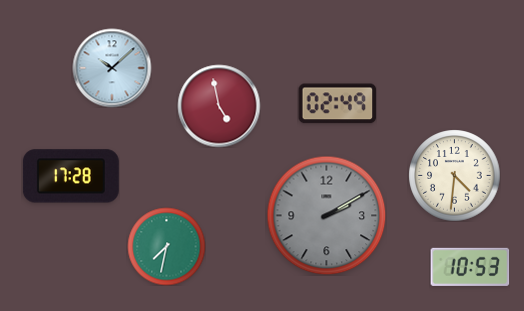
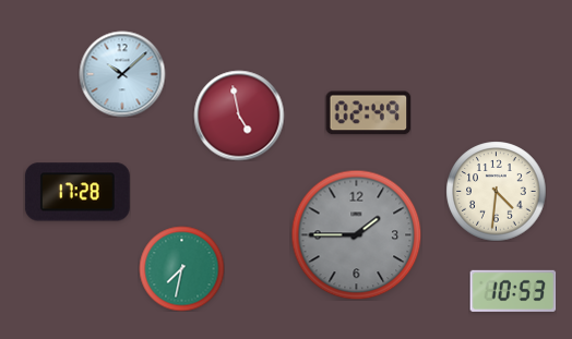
clock at (326, 215): 2:10 -> 1:45
